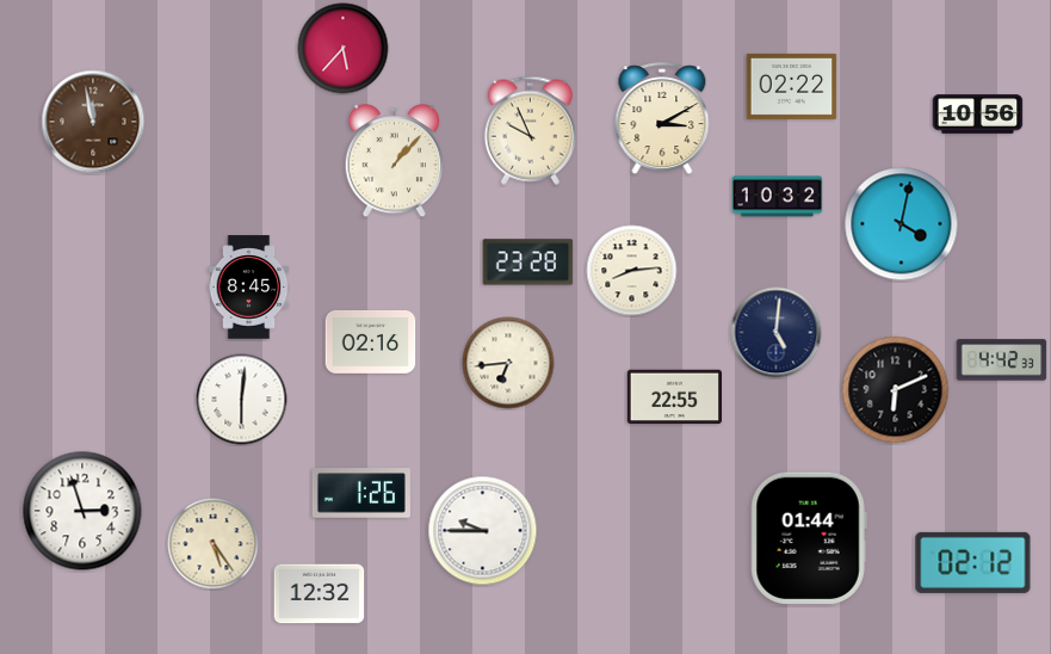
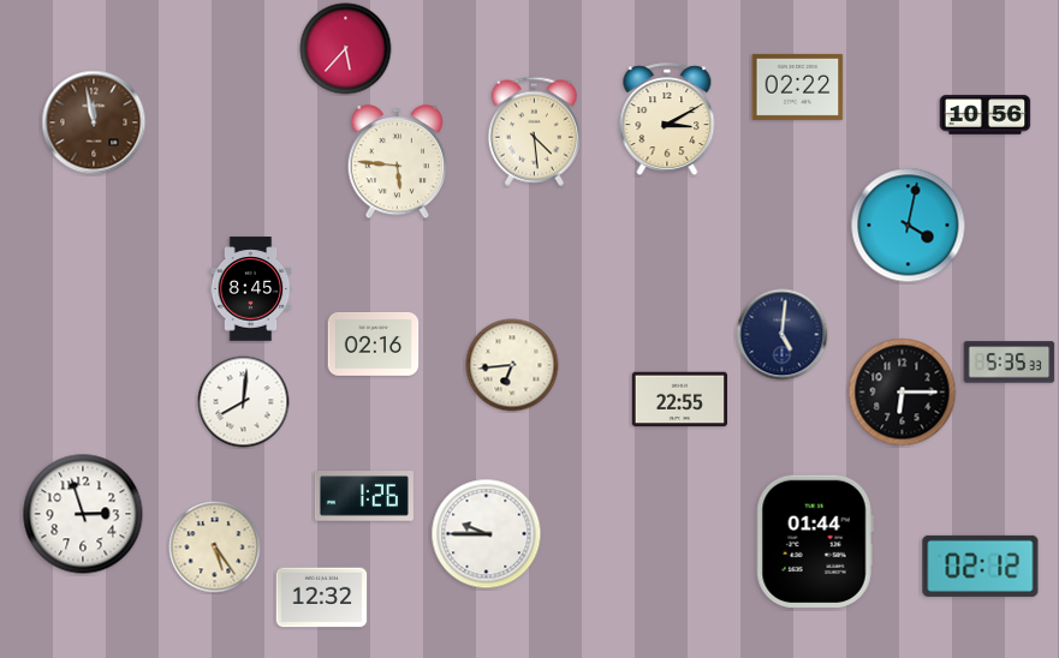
clock at (530, 130): 9:56 -> 4:29
clock at (395, 162): 1:07 -> 5:46
clock at (778, 197): 10:32 -> none
clock at (528, 263): 23:28 -> none
clock at (632, 271): 8:14 -> none
clock at (1002, 360): 4:42 -> 5:35
clock at (896, 390): 6:11 -> 6:15
clock at (242, 400): 6:01 -> 8:01
